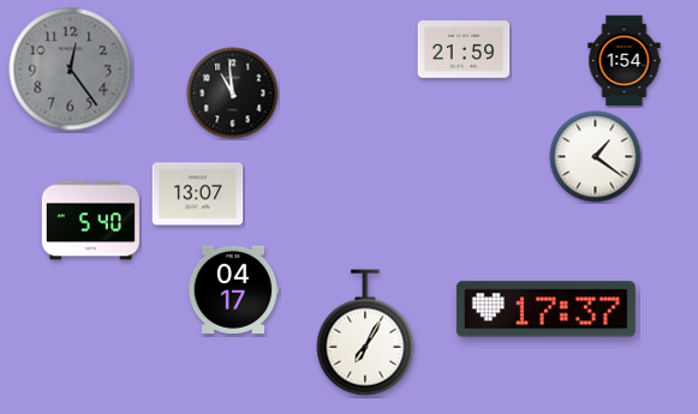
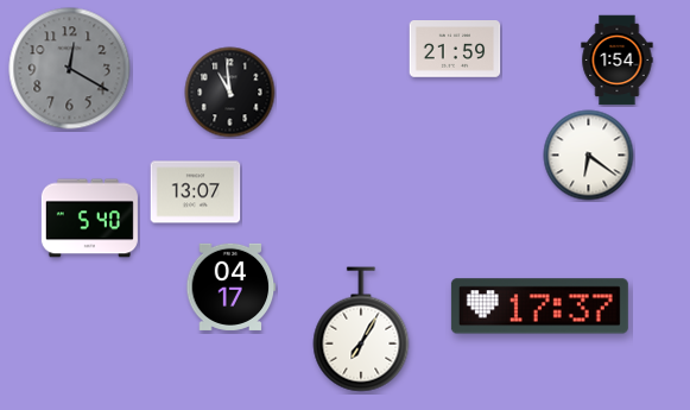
clock at (464, 49) position: (464, 49) -> (455, 49)
clock at (71, 70): 12:24 -> 12:20
clock at (596, 157): 1:21 -> 6:21
